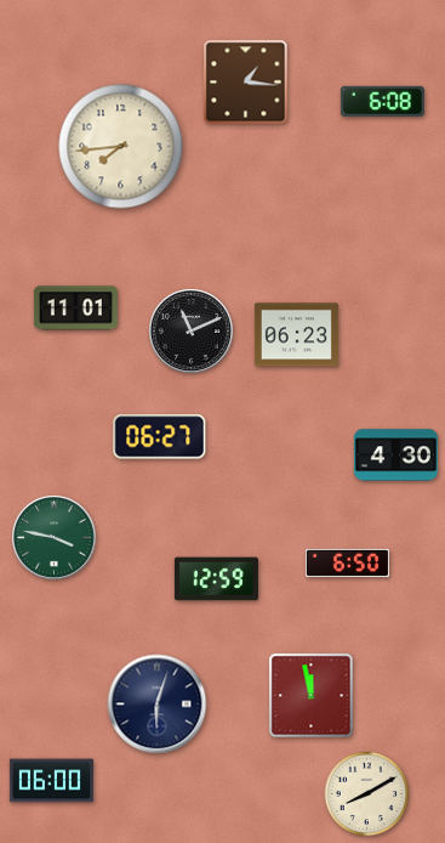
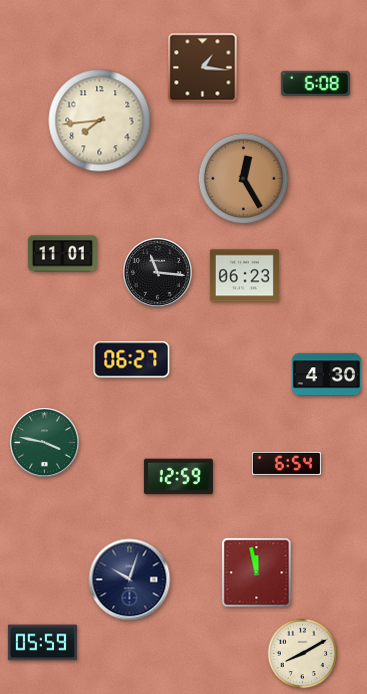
clock at (244, 179): none -> 12:25
clock at (192, 332): 11:11 -> 11:16
clock at (347, 562): 6:50 -> 6:54
clock at (158, 705): 6:03 -> 10:03
clock at (51, 781): 06:00 -> 05:59
